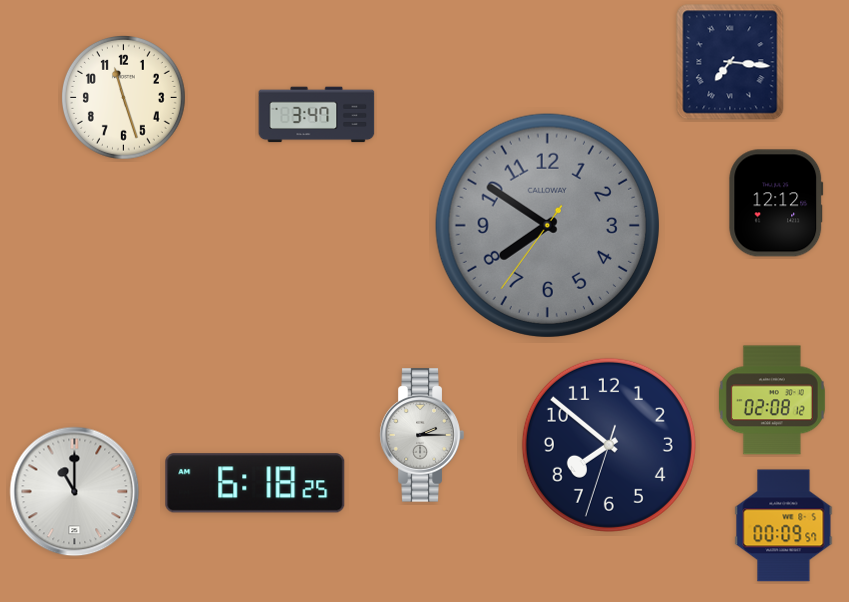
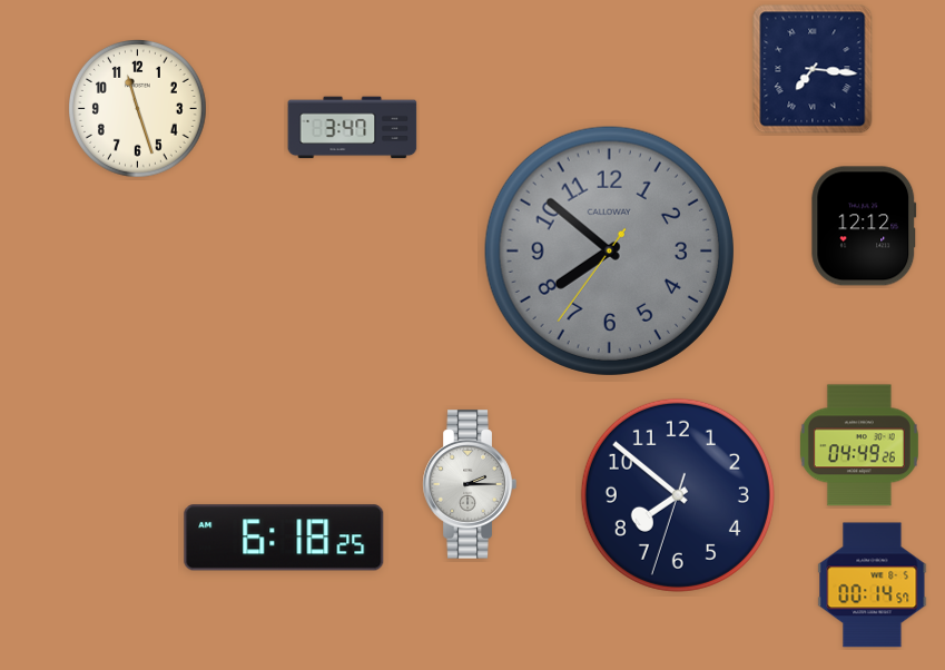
clock at (547, 225): 7:50 -> 7:51
clock at (772, 400): 02:08 -> 04:49
clock at (75, 492): 11:00 -> none
clock at (784, 526): 00:09 -> 00:14
